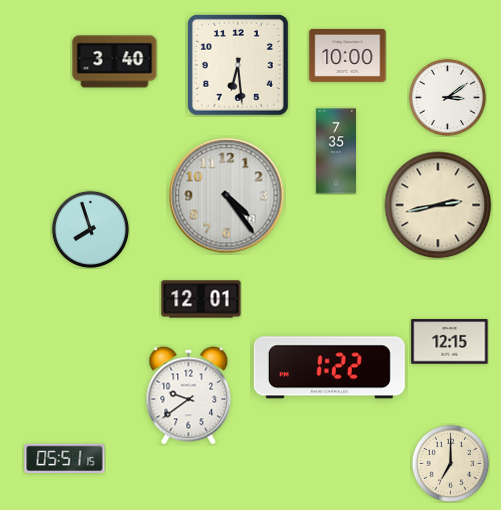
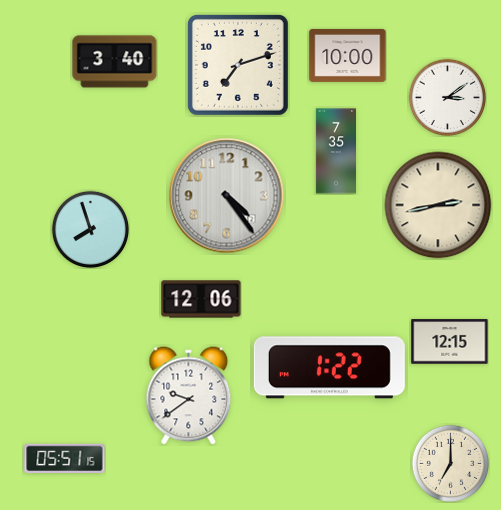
clock at (238, 65): 6:29 -> 7:12
clock at (201, 299): 12:01 -> 12:06
